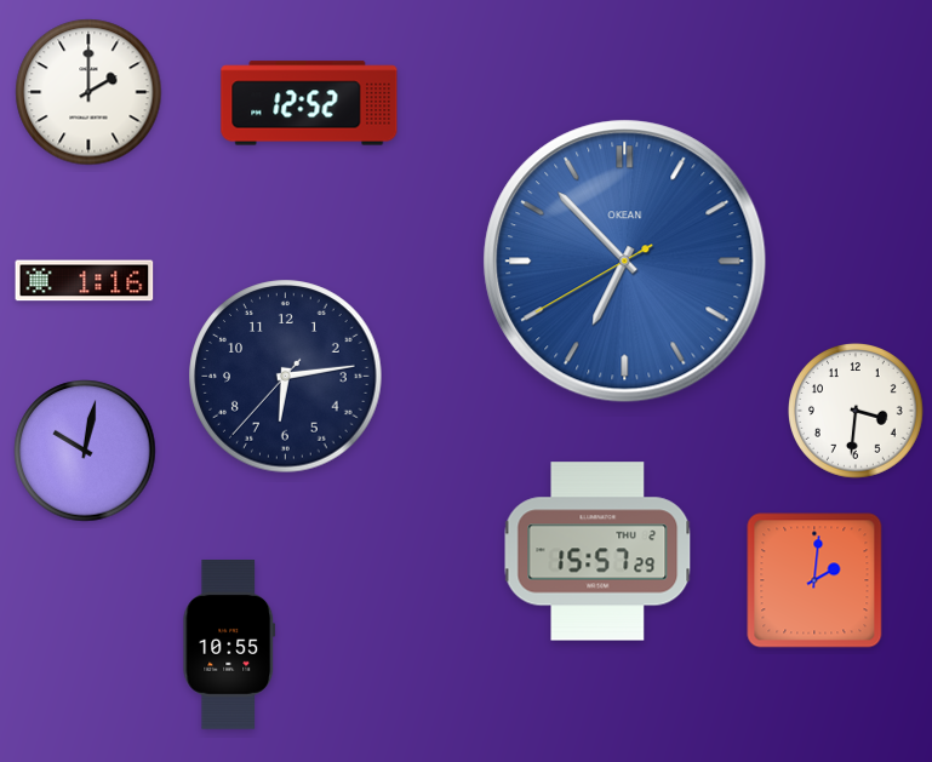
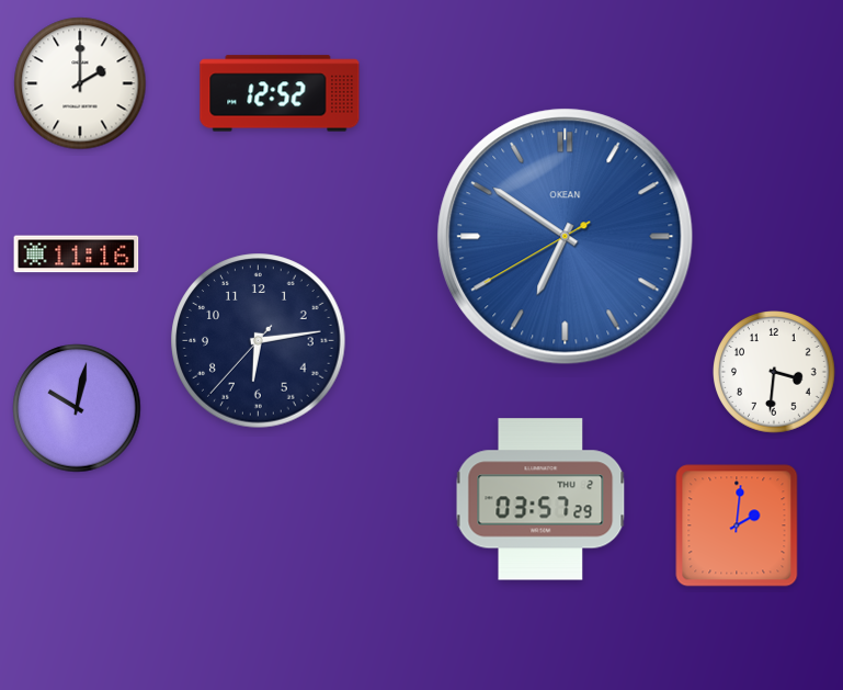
clock at (625, 262): 6:52 -> 6:50
clock at (85, 281): 1:16 -> 11:16
clock at (597, 551): 15:57 -> 03:57
clock at (229, 646): 10:55 -> none
